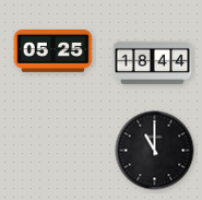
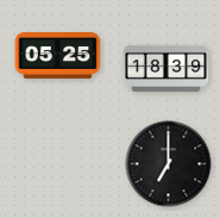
clock at (153, 62): 18:44 -> 18:39
clock at (155, 151): 11:00 -> 7:00
